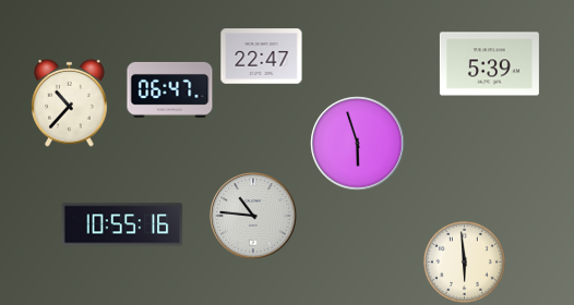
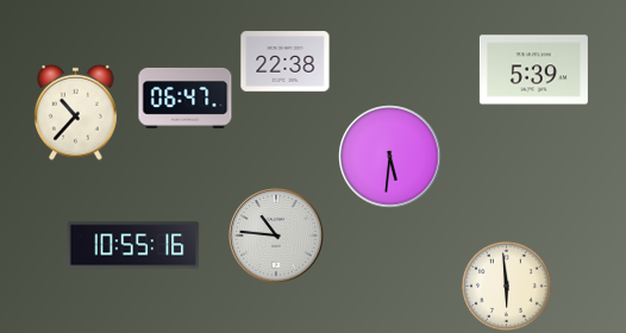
clock at (262, 57): 22:47 -> 22:38
clock at (358, 144): 5:57 -> 5:31
